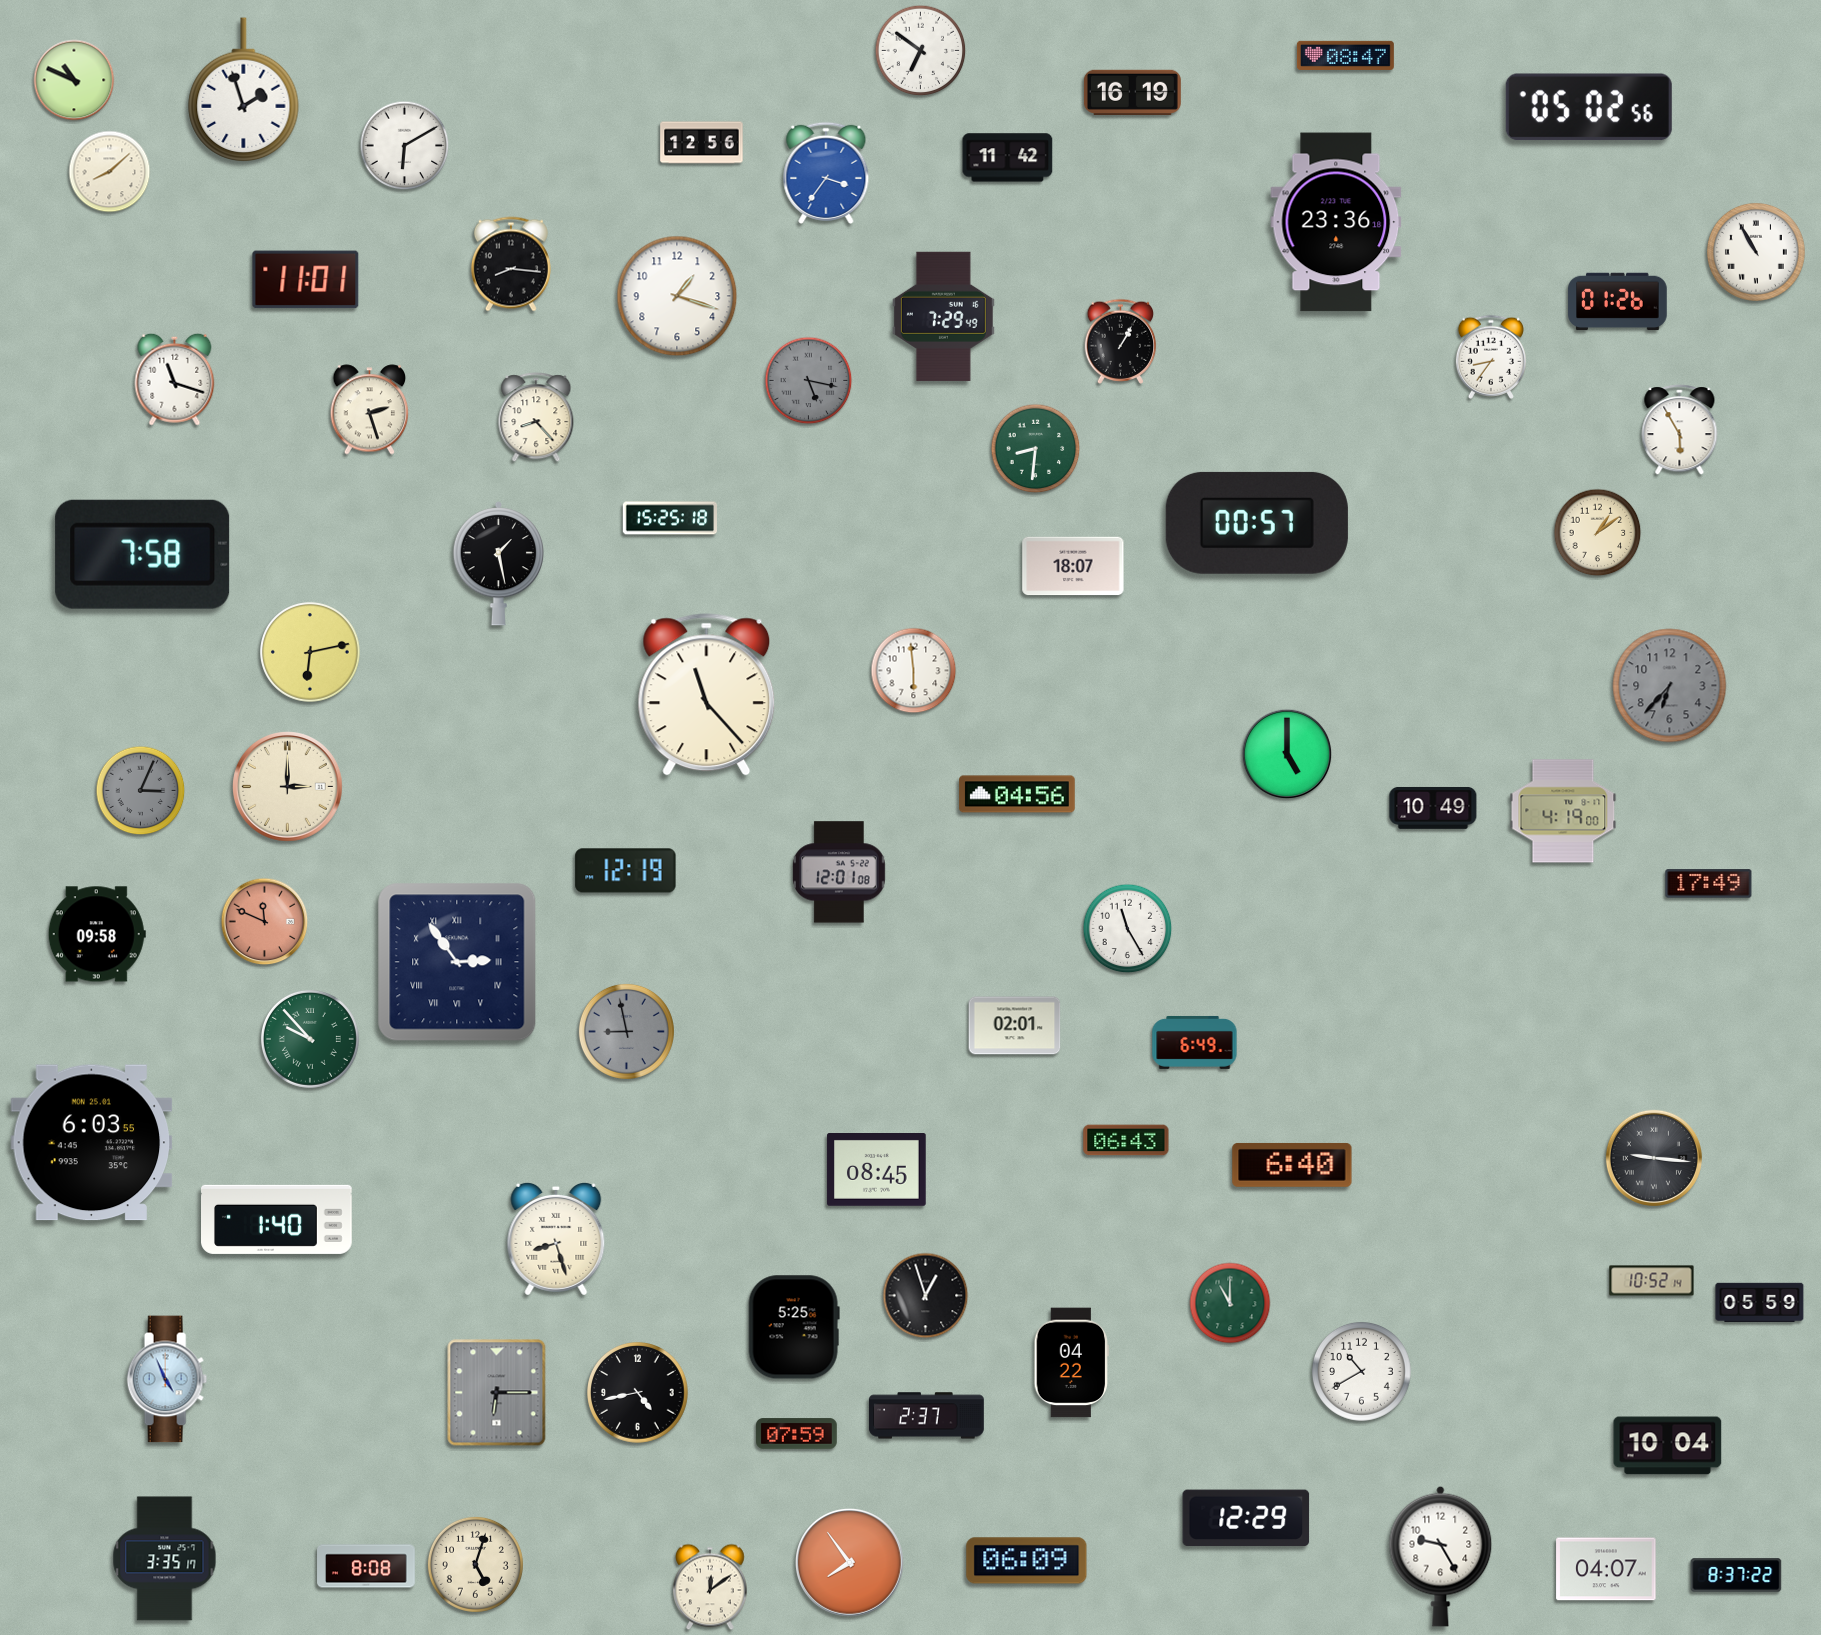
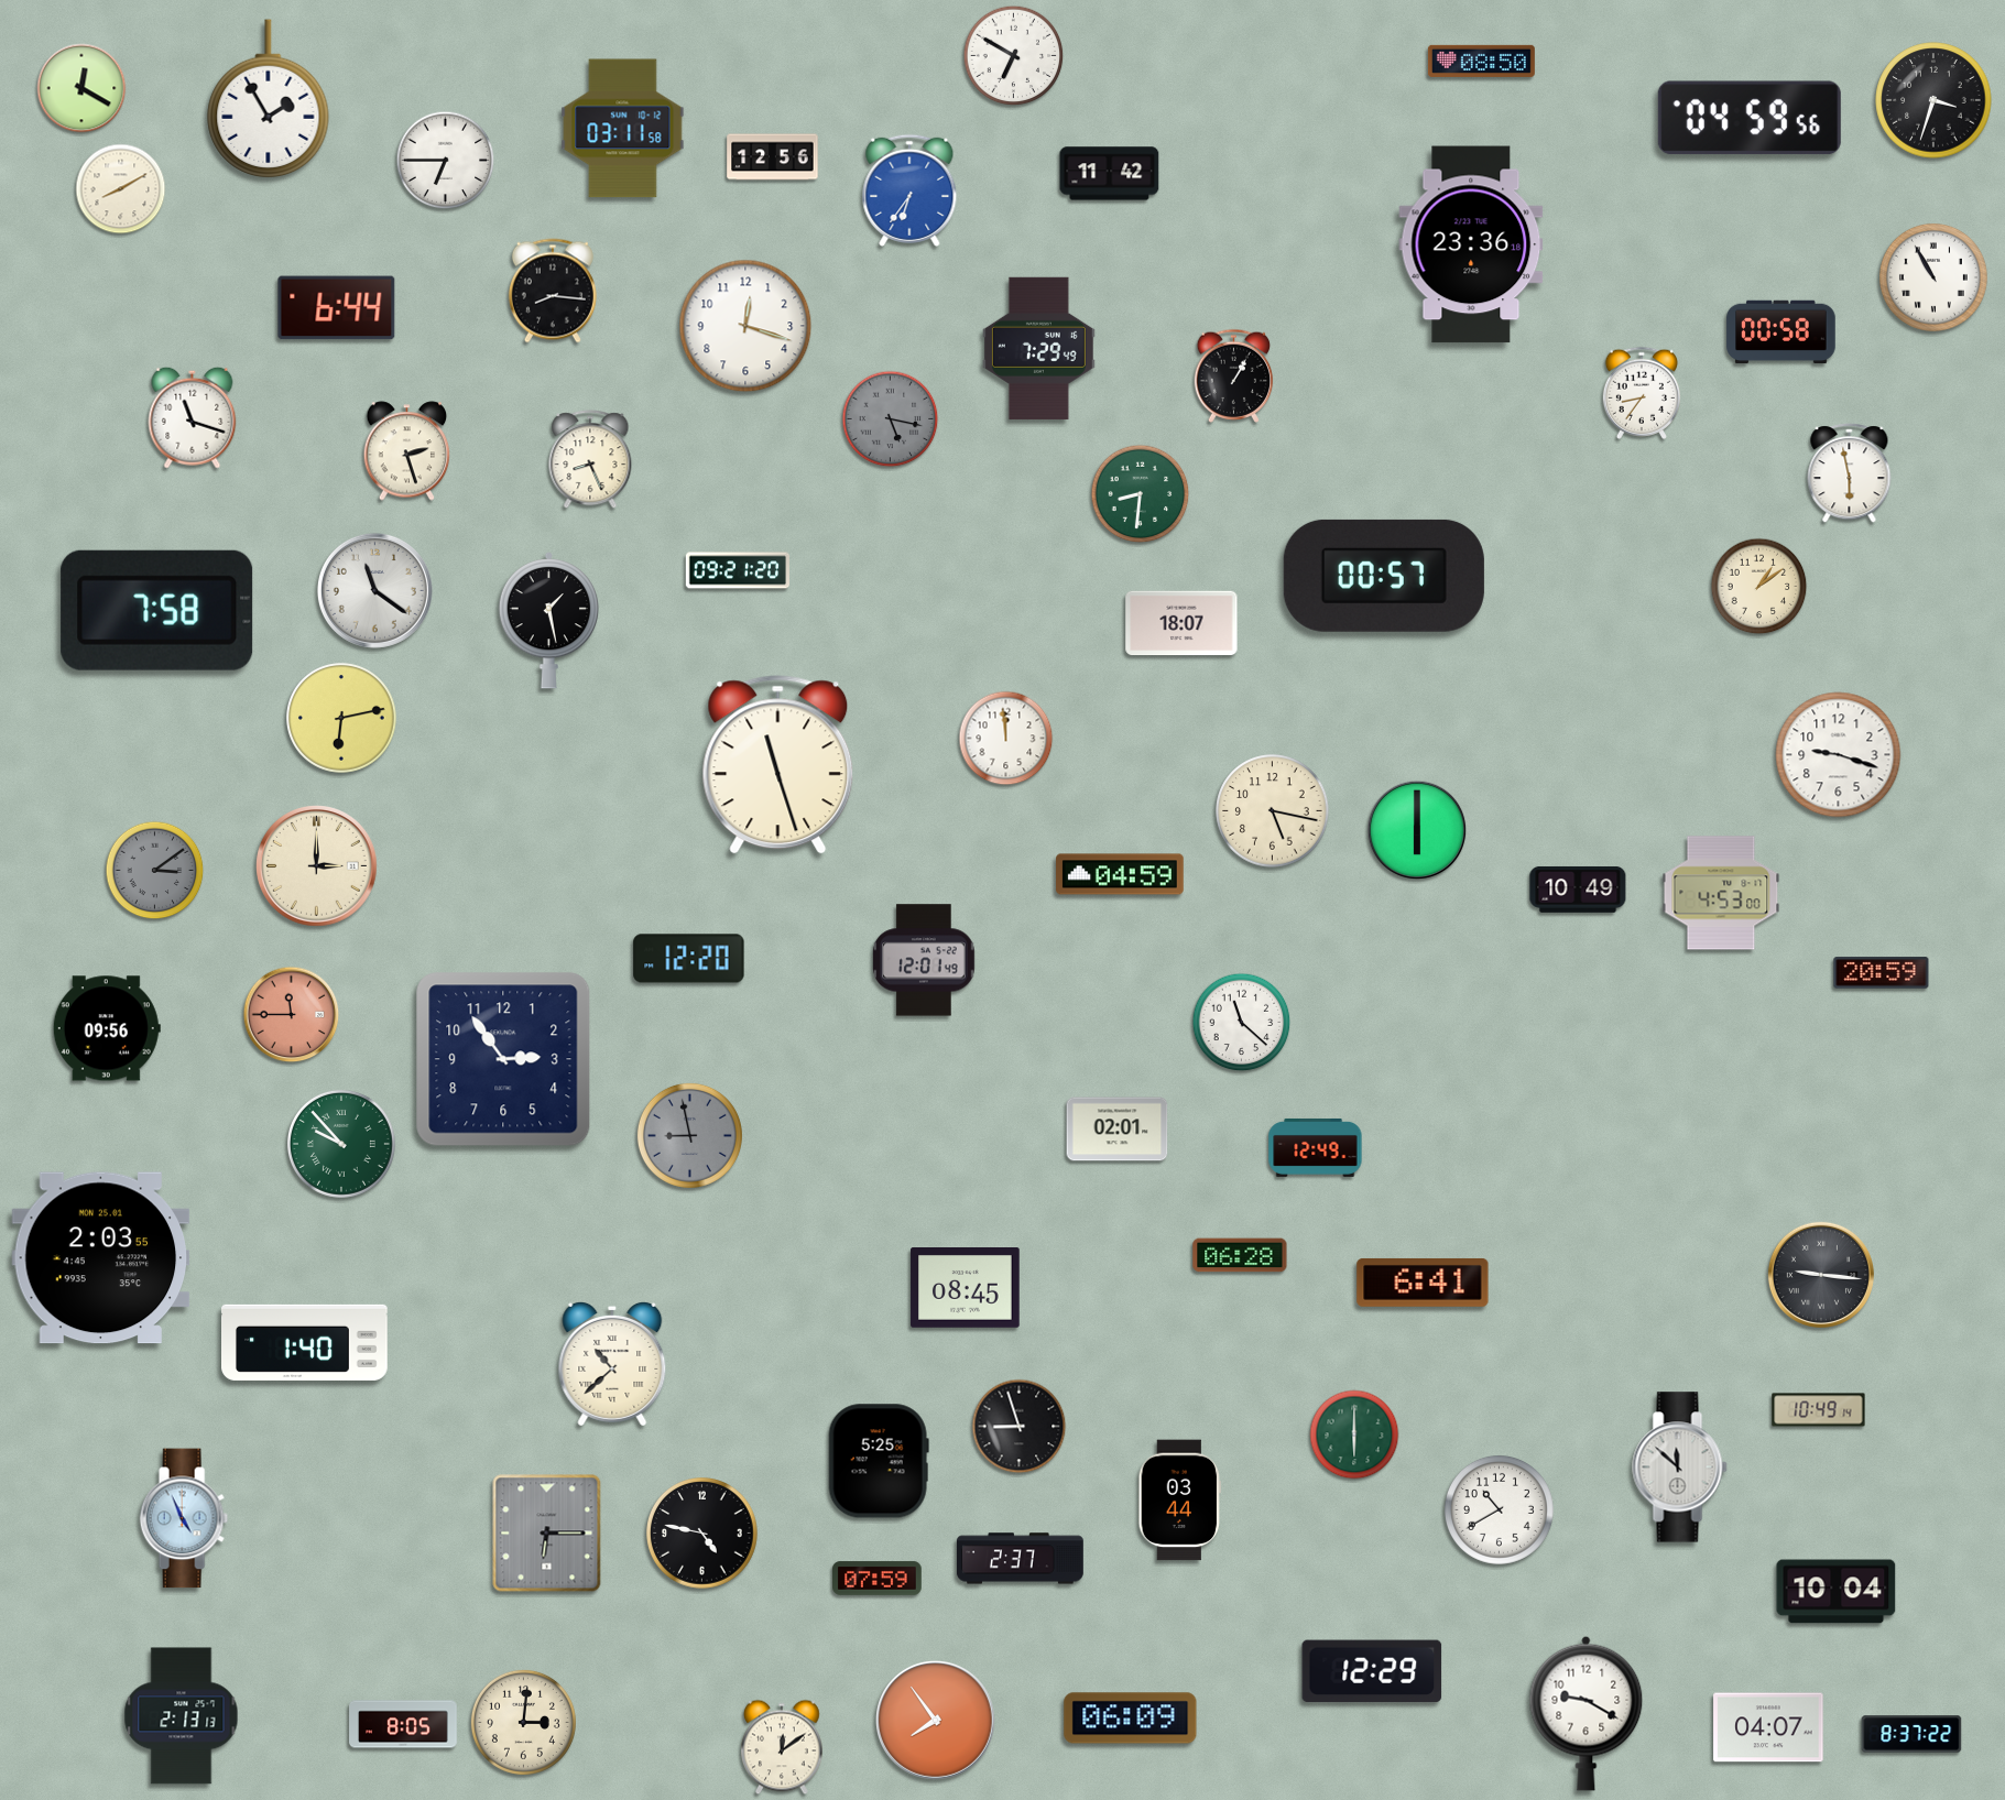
clock at (921, 51): 6:51 -> 6:50
clock at (1345, 55): 08:47 -> 08:50
clock at (74, 80): 10:49 -> 12:20
clock at (244, 90): 1:57 -> 1:55
clock at (1933, 100): none -> 3:33
clock at (1132, 92): 16:19 -> none
clock at (1589, 107): 05:02 -> 04:59
clock at (623, 129): none -> 03:11
clock at (405, 146): 6:10 -> 6:45
clock at (110, 172): 8:08 -> 8:10
clock at (826, 173): 3:36 -> 6:36
clock at (511, 264) position: (511, 264) -> (553, 291)
clock at (306, 280): 11:01 -> 6:44
clock at (677, 296): 1:18 -> 12:18
clock at (1618, 302): 01:26 -> 00:58
clock at (536, 418): 8:23 -> 8:26
clock at (1680, 430): 5:55 -> 5:58
clock at (669, 518): 15:25 -> 09:21
clock at (374, 590): none -> 11:21
clock at (914, 671): 5:59 -> 11:59
clock at (1670, 686): 6:37 -> 9:18
clock at (1670, 686) dial: grey -> white
clock at (707, 695): 11:23 -> 11:27
clock at (1273, 811): none -> 5:17
clock at (1287, 754): 5:00 -> 6:00
clock at (141, 791): 3:04 -> 3:09
clock at (1017, 794): 04:56 -> 04:59
clock at (1563, 811): 4:19 -> 4:53
clock at (626, 871): 12:19 -> 12:20
clock at (840, 872): 12:01:08 -> 12:01:49
clock at (1709, 884): 17:49 -> 20:59
clock at (265, 922): 11:49 -> 11:45
clock at (1128, 929): 11:25 -> 11:22
clock at (97, 934): 09:58 -> 09:56
clock at (457, 962) numerals: Roman -> Arabic
clock at (1195, 1043): 6:49 -> 12:49
clock at (1126, 1140): 06:43 -> 06:28
clock at (92, 1143): 6:03 -> 2:03
clock at (1292, 1165): 6:40 -> 6:41
clock at (556, 1239): 8:27 -> 10:38
clock at (1652, 1281): 10:52 -> 10:49
clock at (926, 1296): 12:57 -> 8:57
clock at (1760, 1302): 05:59 -> none
clock at (1230, 1303): 11:00 -> 6:00
clock at (794, 1327) position: (794, 1327) -> (879, 1461)
clock at (1680, 1468): none -> 11:52
clock at (1071, 1363): 04:22 -> 03:44
clock at (638, 1393): 4:43 -> 4:47
clock at (1441, 1556): 9:25 -> 9:20
clock at (165, 1559): 3:35 -> 2:13
clock at (475, 1564): 5:03 -> 3:01
clock at (366, 1566): 8:08 -> 8:05
